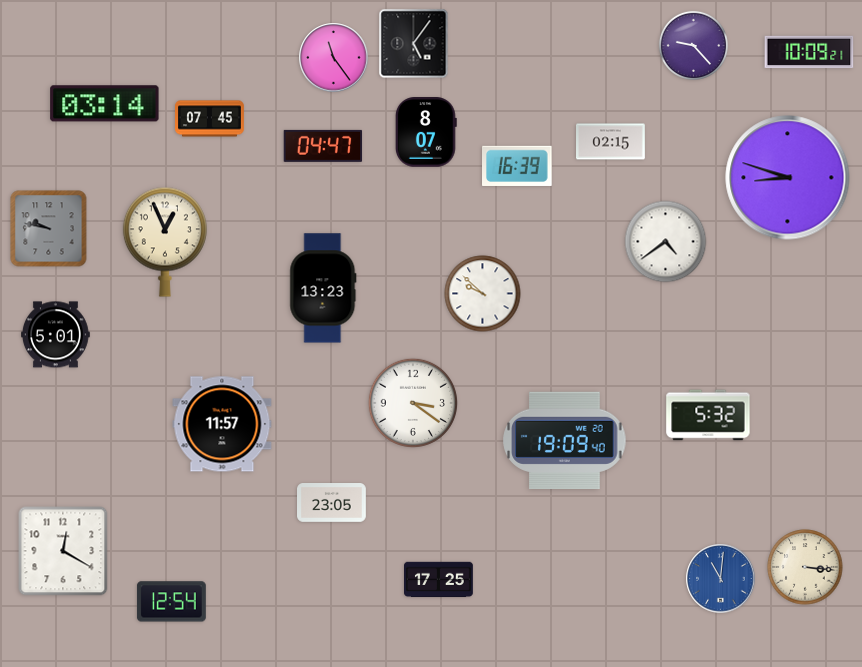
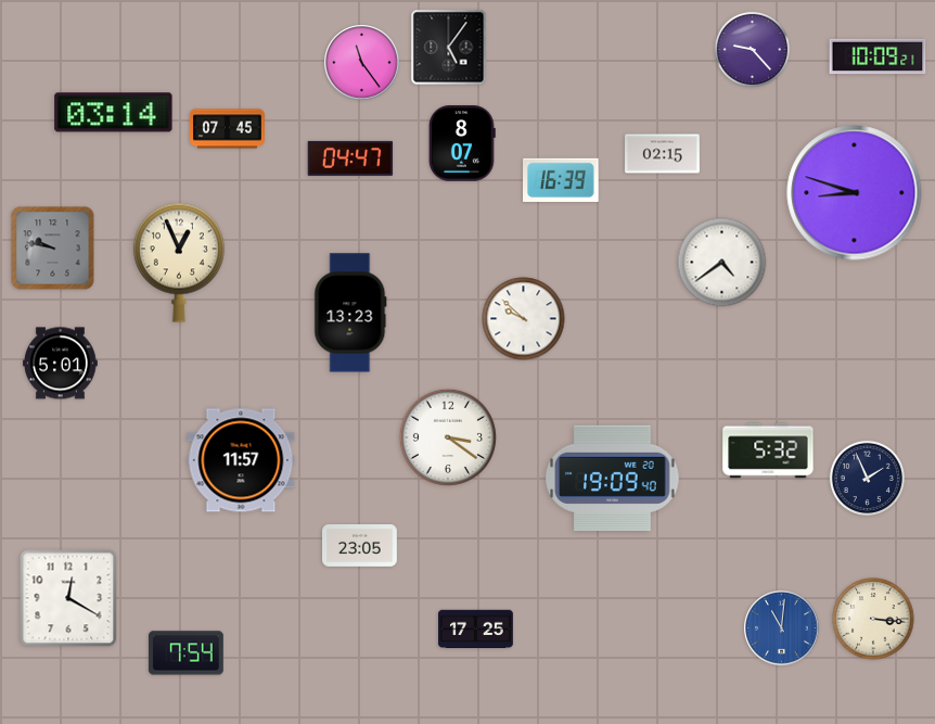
clock at (867, 478): none -> 1:56
clock at (805, 567) position: (805, 567) -> (873, 619)
clock at (171, 602): 12:54 -> 7:54
